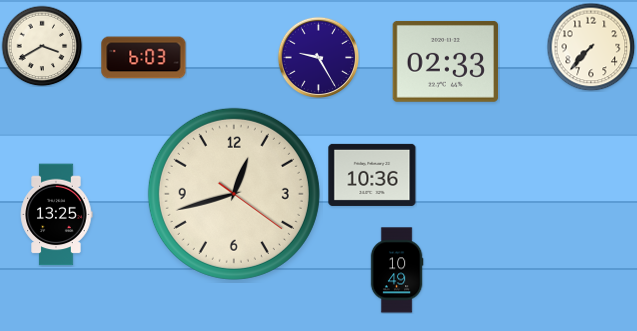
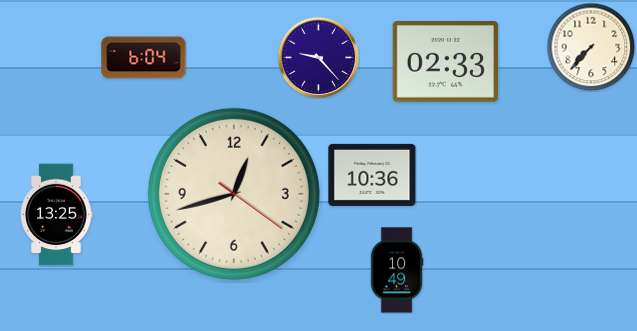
clock at (42, 46): 3:40 -> none
clock at (318, 57): 9:25 -> 9:23
clock at (144, 58): 6:03 -> 6:04
